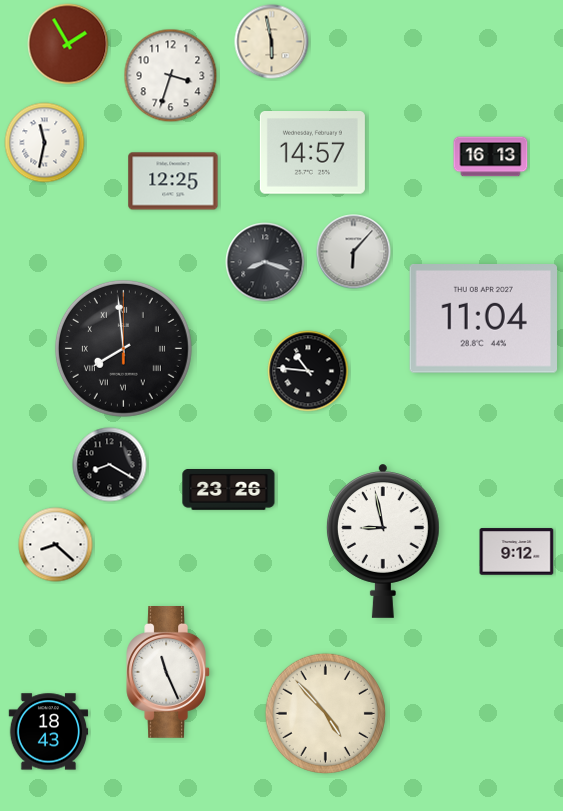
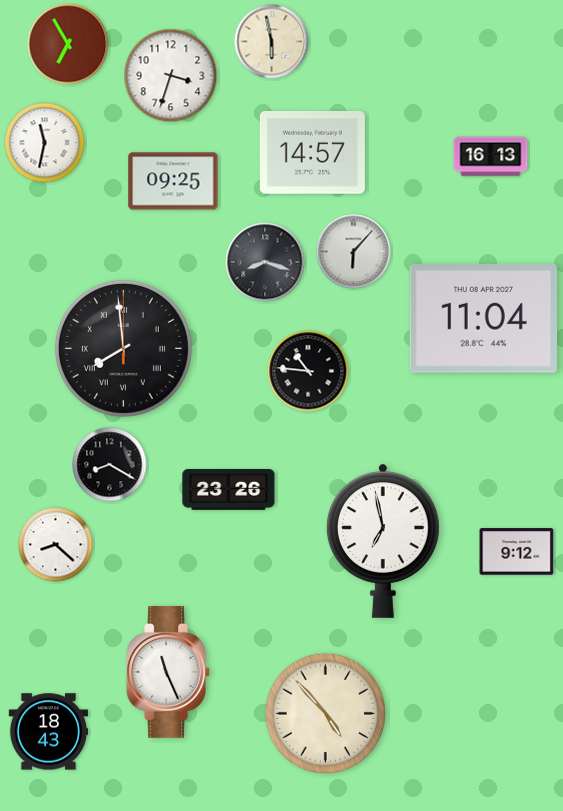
clock at (68, 44): 1:55 -> 6:55
clock at (173, 181): 12:25 -> 09:25
clock at (383, 541): 8:58 -> 6:58
